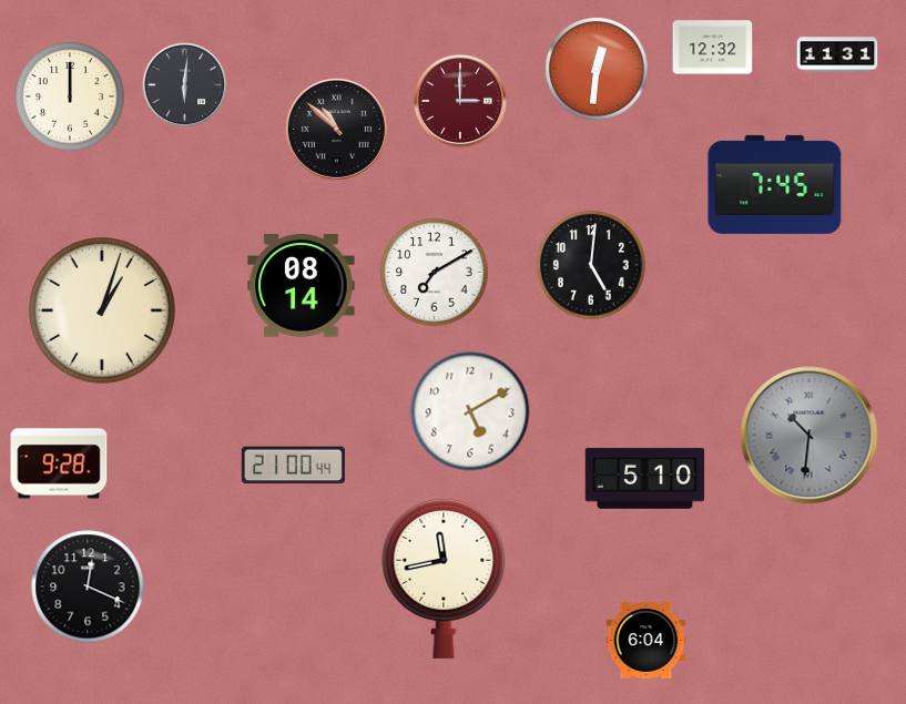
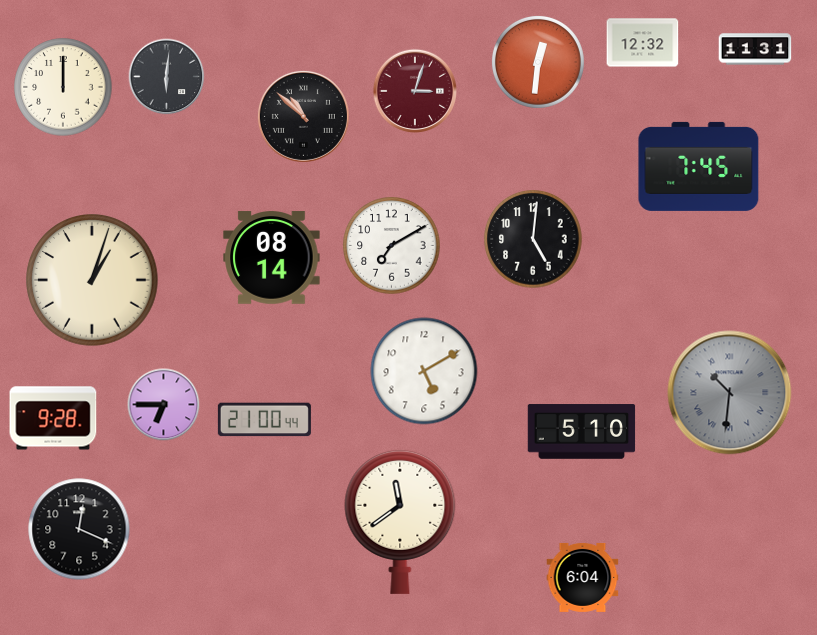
clock at (460, 101): 3:00 -> 3:03
clock at (164, 405): none -> 6:45
clock at (444, 578): 11:43 -> 11:39
